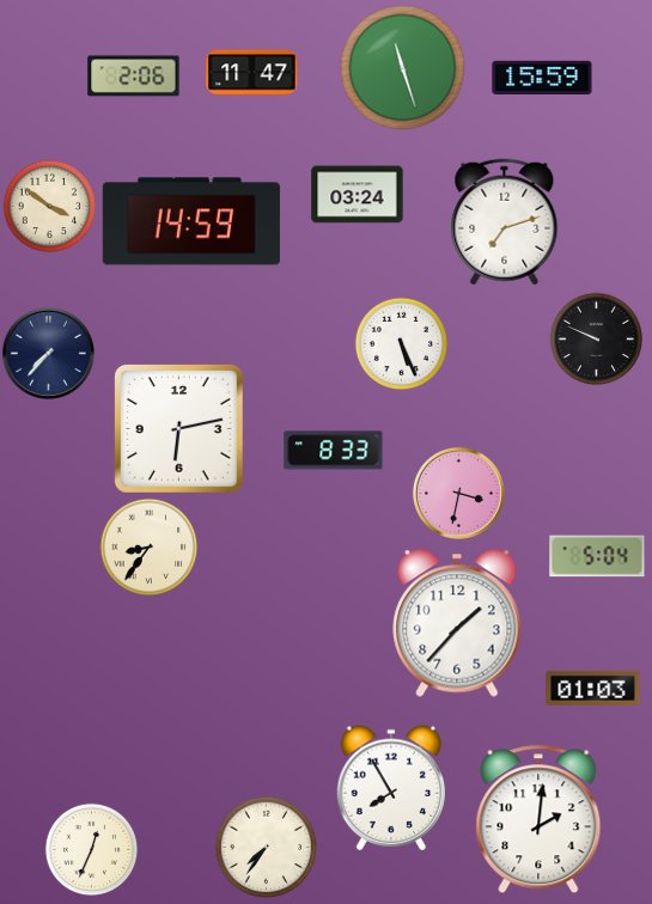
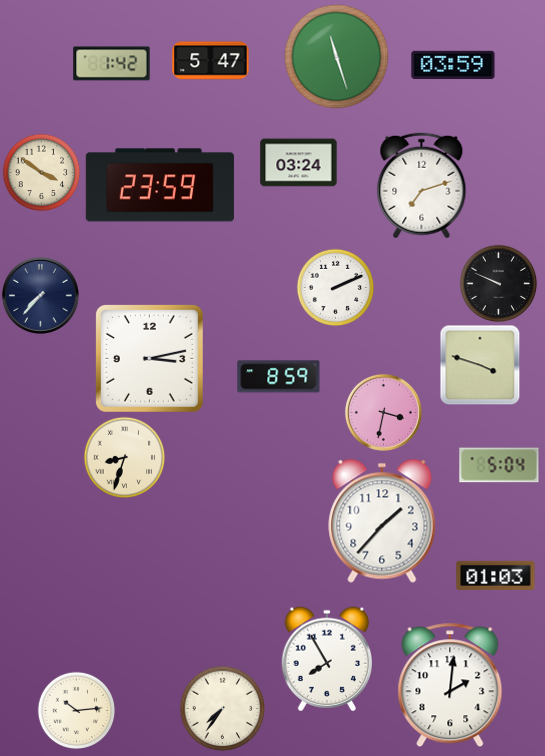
clock at (252, 73): 11:47 -> 5:47
clock at (134, 77): 2:06 -> 1:42
clock at (542, 77): 15:59 -> 03:59
clock at (191, 221): 14:59 -> 23:59
clock at (401, 343): 5:26 -> 2:11
clock at (178, 428): 6:13 -> 3:13
clock at (480, 365): none -> 3:48
clock at (334, 451): 8:33 -> 8:59
clock at (148, 546): 8:36 -> 8:33
clock at (91, 849): 12:34 -> 10:14
